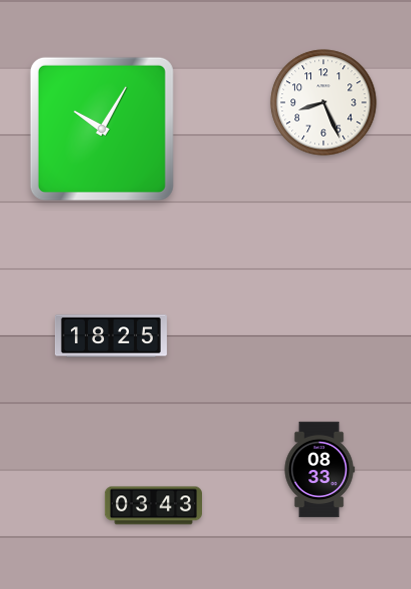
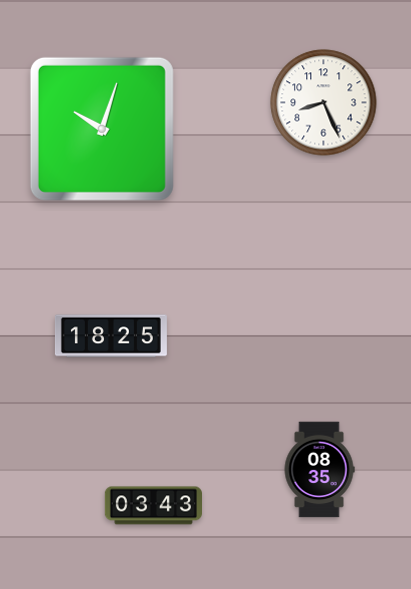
clock at (102, 129): 10:05 -> 10:03
clock at (319, 470): 08:33 -> 08:35
